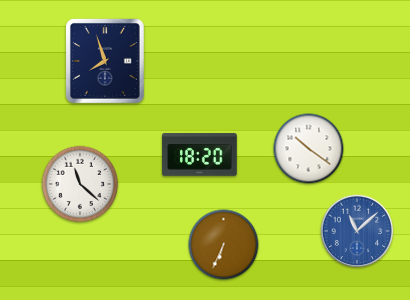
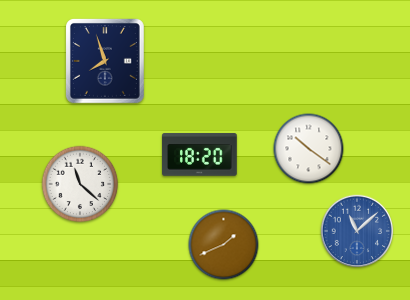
clock at (224, 245): 6:34 -> 1:41
